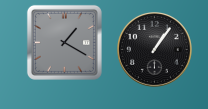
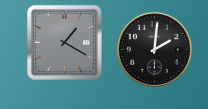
clock at (155, 50): 1:06 -> 2:01
